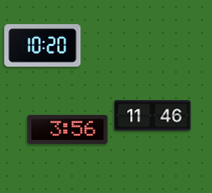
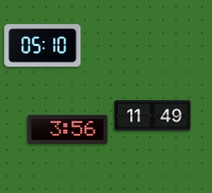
clock at (43, 46): 10:20 -> 05:10
clock at (153, 116): 11:46 -> 11:49
